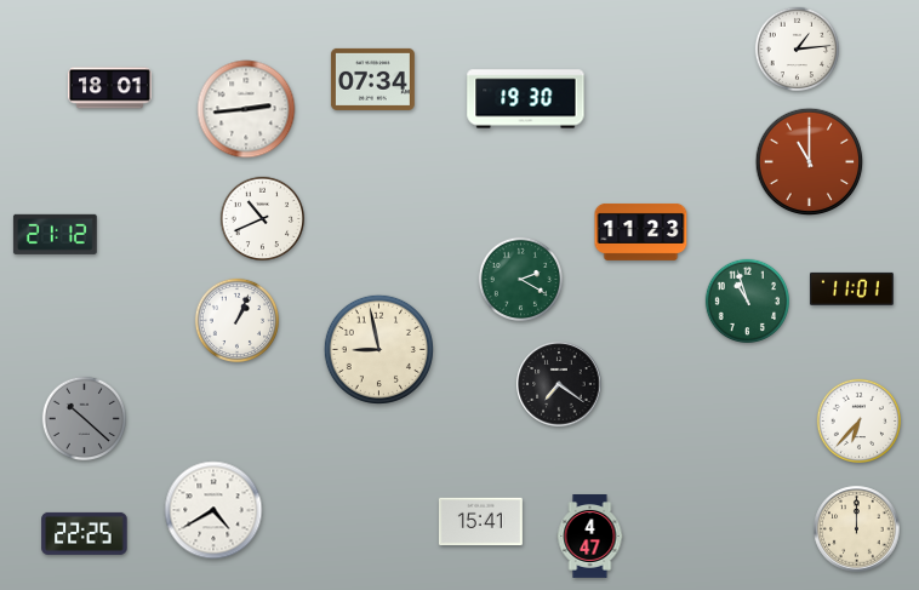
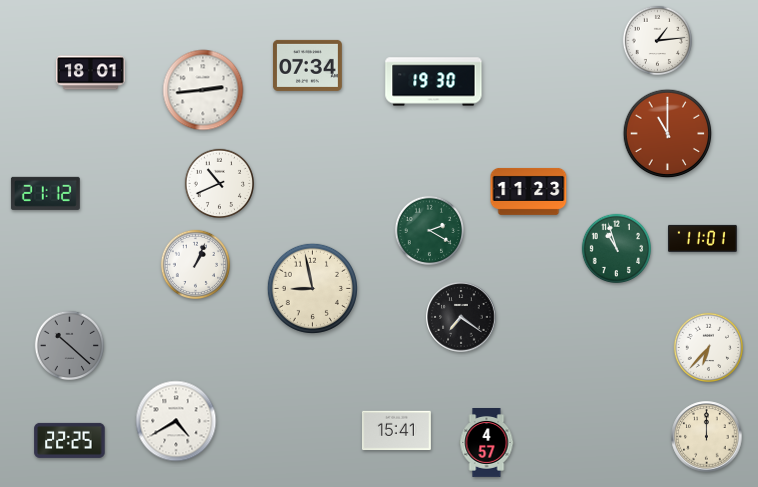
clock at (262, 218) position: (262, 218) -> (219, 183)
clock at (590, 537): 4:47 -> 4:57
